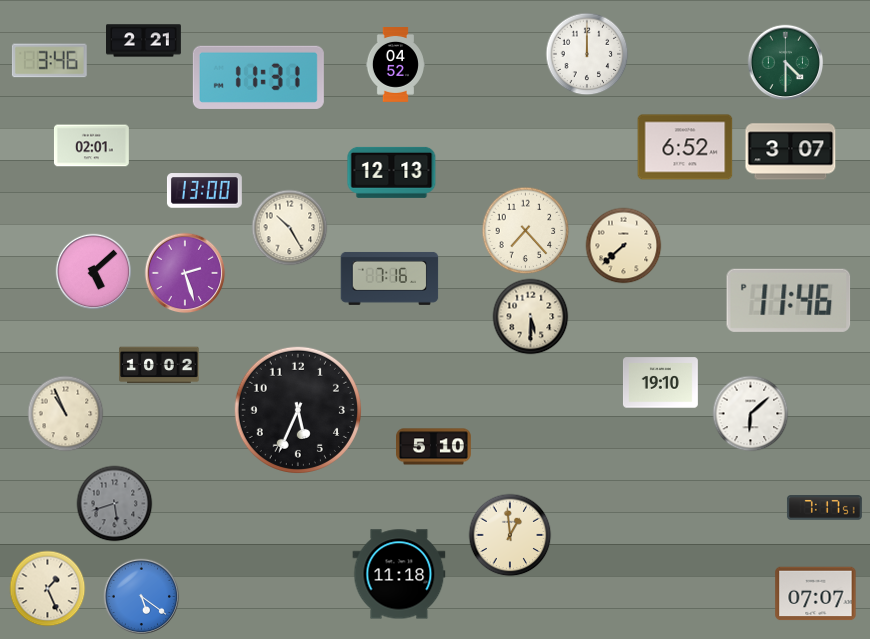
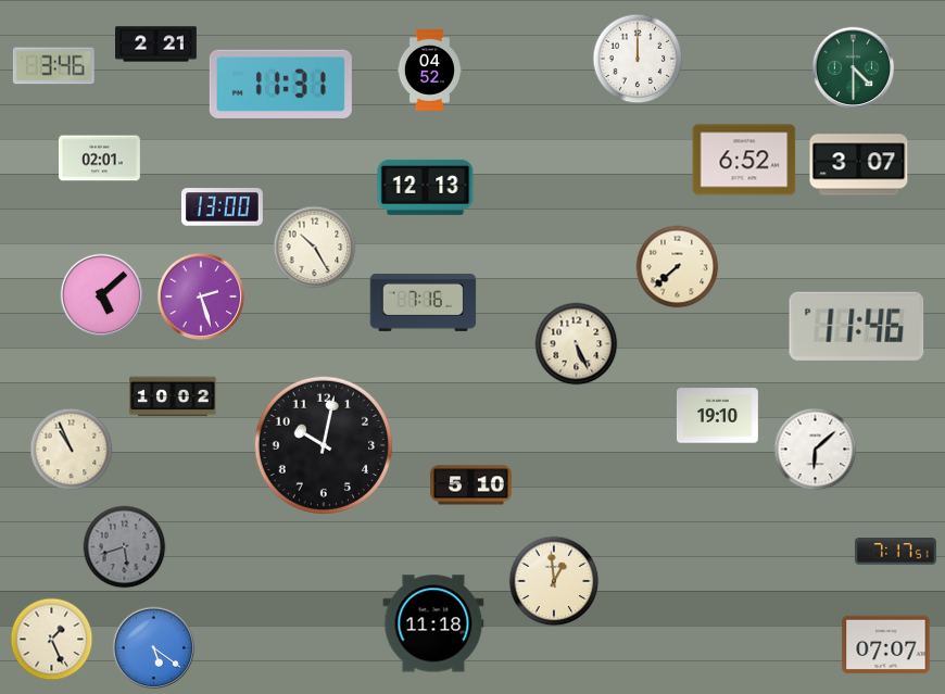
clock at (526, 231): 7:23 -> none
clock at (531, 317): 5:30 -> 5:26
clock at (298, 410): 5:34 -> 10:02
